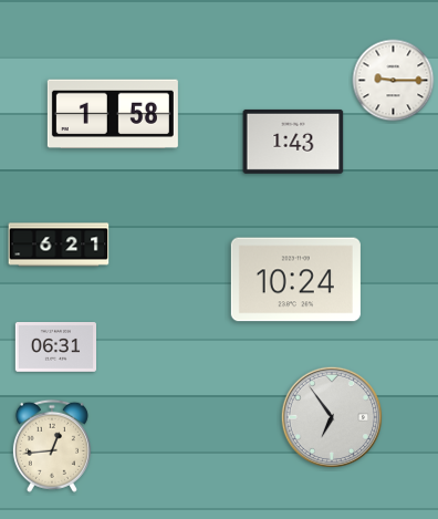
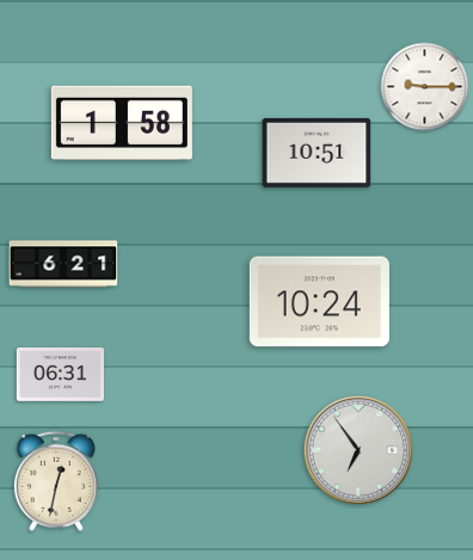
clock at (293, 142): 1:43 -> 10:51
clock at (52, 446): 12:44 -> 12:32
